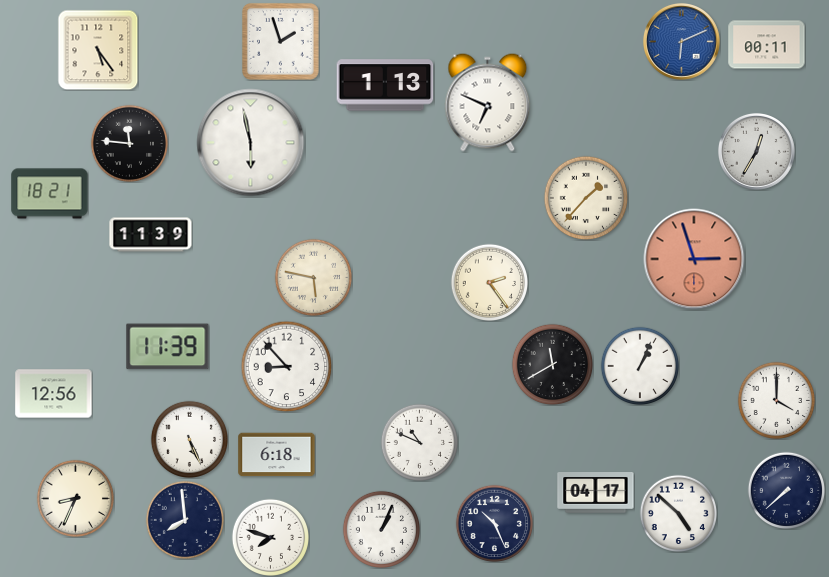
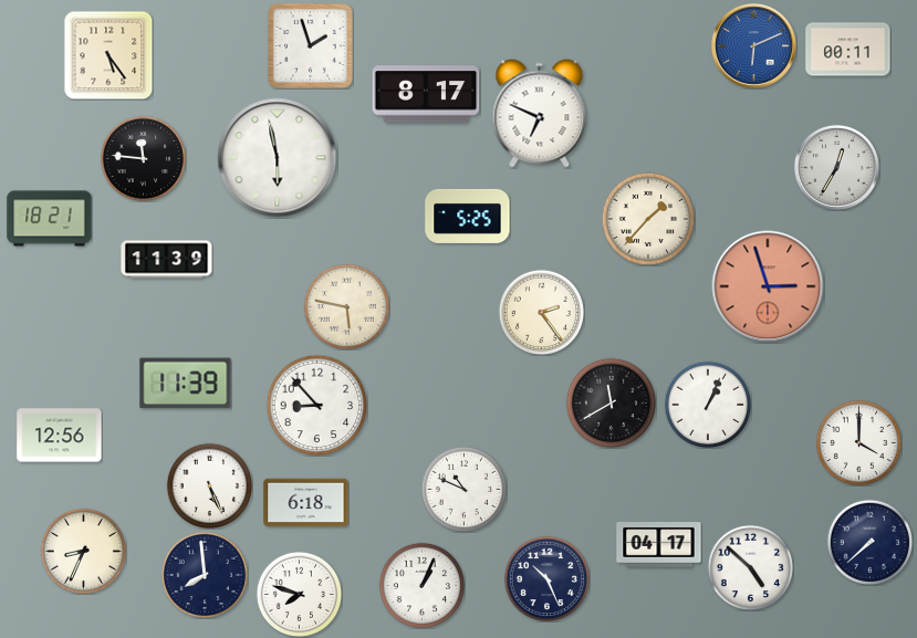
clock at (385, 85): 1:13 -> 8:17
clock at (50, 194) position: (50, 194) -> (50, 219)
clock at (468, 216): none -> 5:25
